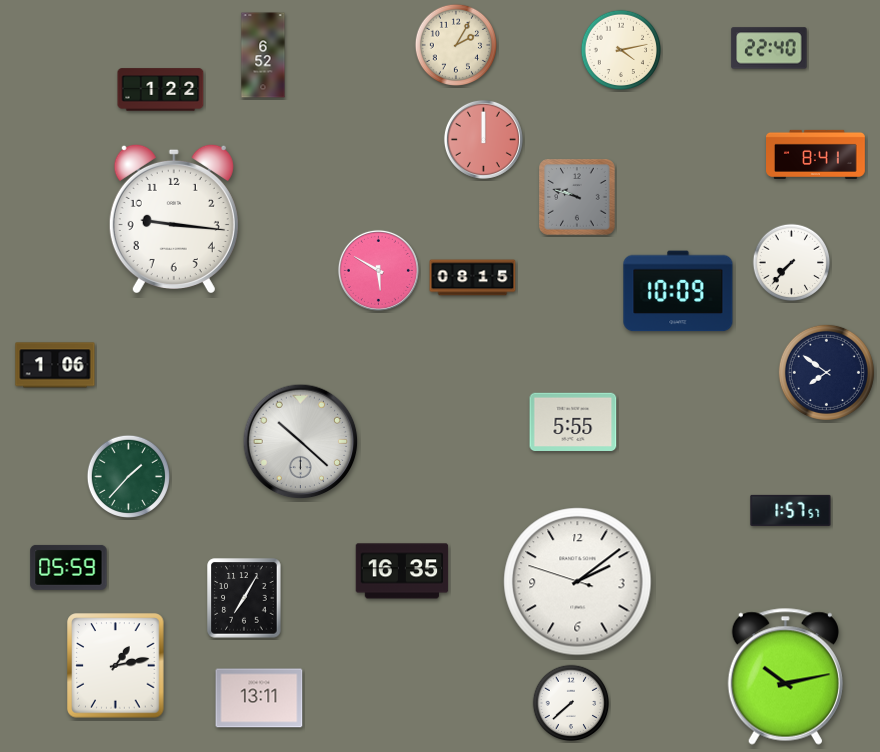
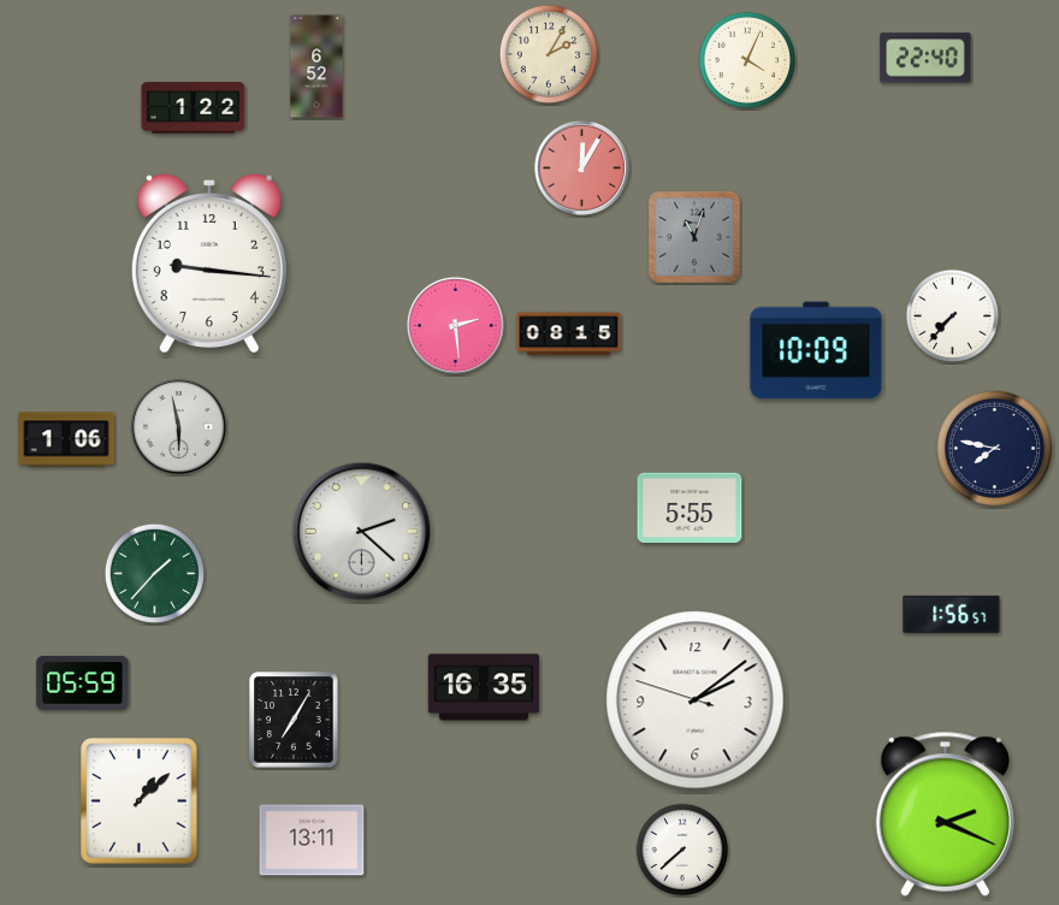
clock at (620, 49): 4:13 -> 4:04
clock at (483, 139): 12:00 -> 12:05
clock at (816, 154): 8:41 -> none
clock at (577, 197): 9:48 -> 11:03
clock at (378, 270): 5:50 -> 2:29
clock at (178, 426): none -> 5:58
clock at (826, 372): 7:51 -> 7:47
clock at (301, 442): 10:22 -> 2:22
clock at (791, 510): 1:57 -> 1:56
clock at (116, 666): 1:13 -> 1:08
clock at (785, 676): 10:13 -> 2:19
clock at (571, 703) position: (571, 703) -> (682, 850)
